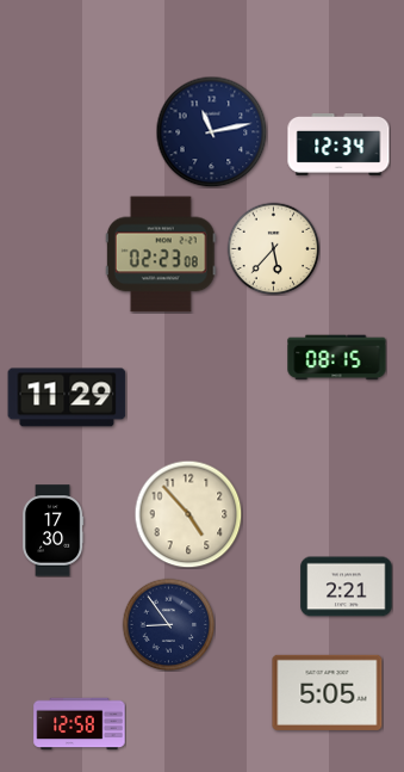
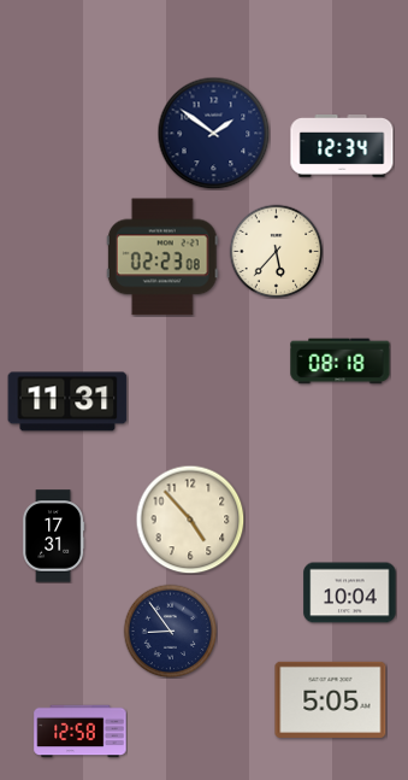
clock at (211, 131): 11:13 -> 1:51
clock at (337, 358): 08:15 -> 08:18
clock at (67, 397): 11:29 -> 11:31
clock at (54, 531): 17:30 -> 17:31
clock at (347, 587): 2:21 -> 10:04
